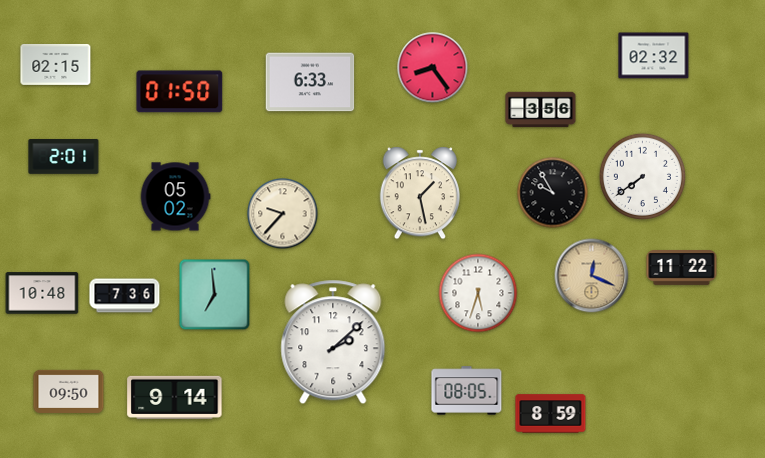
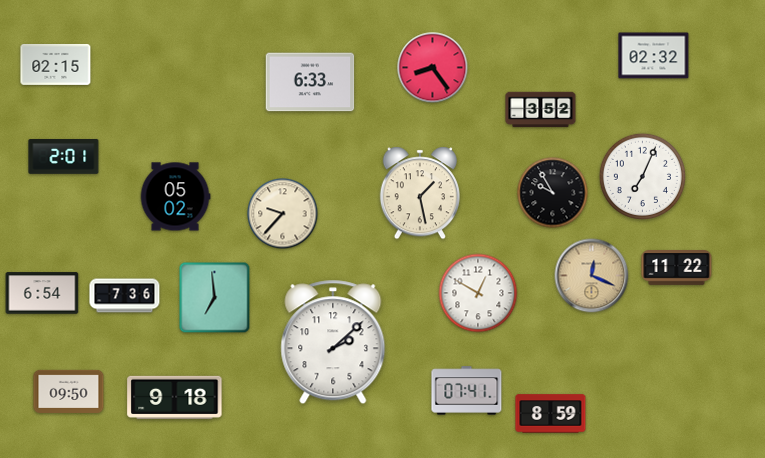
clock at (180, 92): 01:50 -> none
clock at (541, 110): 3:56 -> 3:52
clock at (642, 176): 7:39 -> 7:04
clock at (682, 268) position: (682, 268) -> (677, 268)
clock at (42, 293): 10:48 -> 6:54
clock at (478, 293): 5:33 -> 12:50
clock at (215, 295) position: (215, 295) -> (215, 298)
clock at (467, 391): 08:05 -> 07:41
clock at (175, 397): 9:14 -> 9:18
